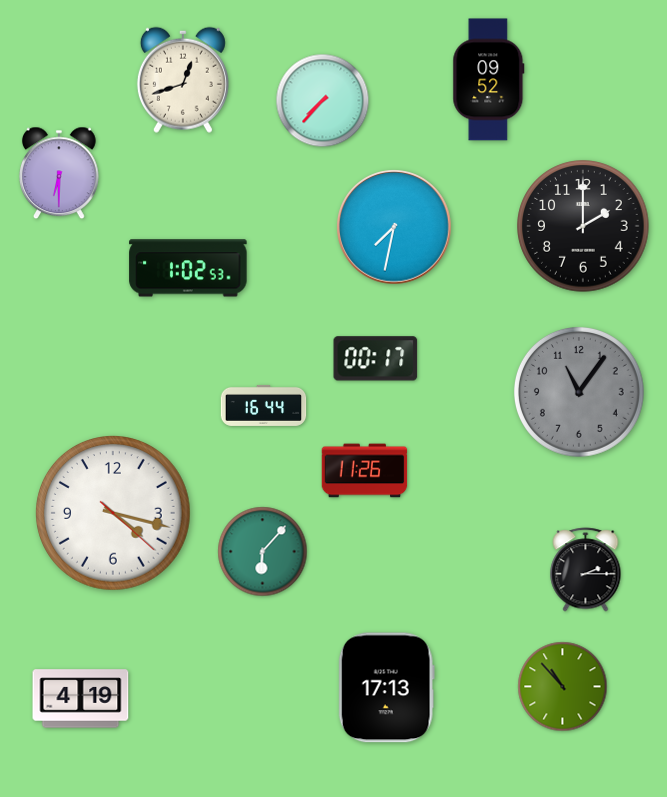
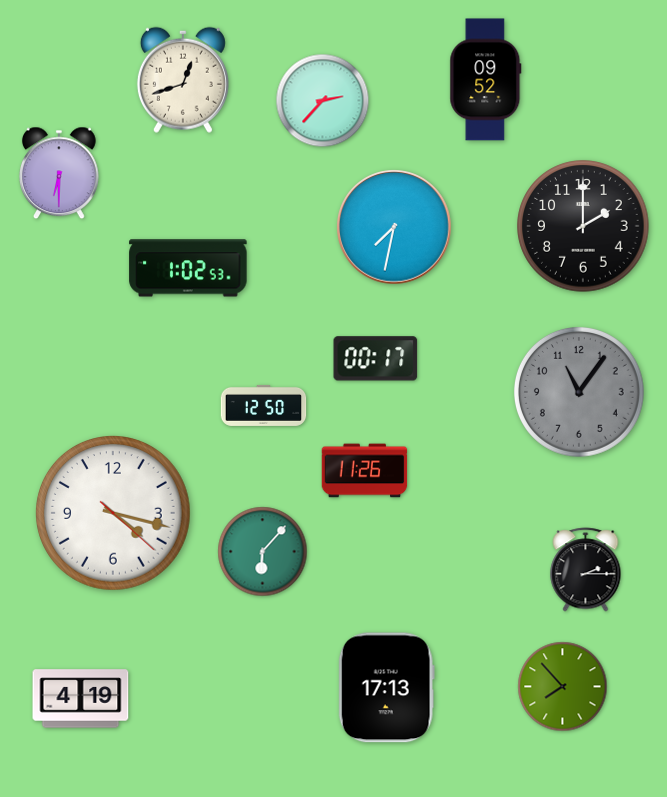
clock at (489, 80) position: (489, 80) -> (486, 80)
clock at (323, 101): 7:37 -> 2:37
clock at (264, 405): 16:44 -> 12:50
clock at (563, 687): 10:53 -> 7:53
